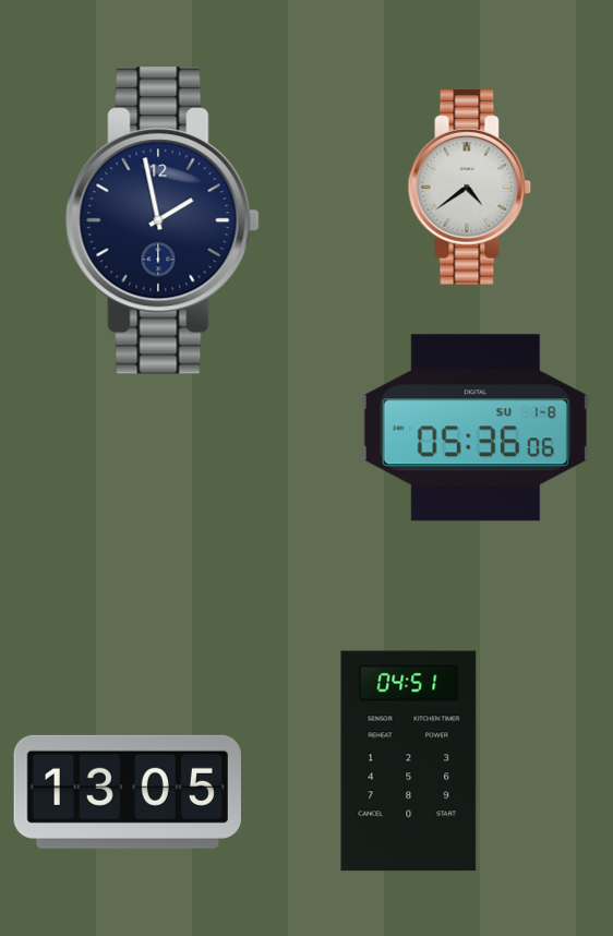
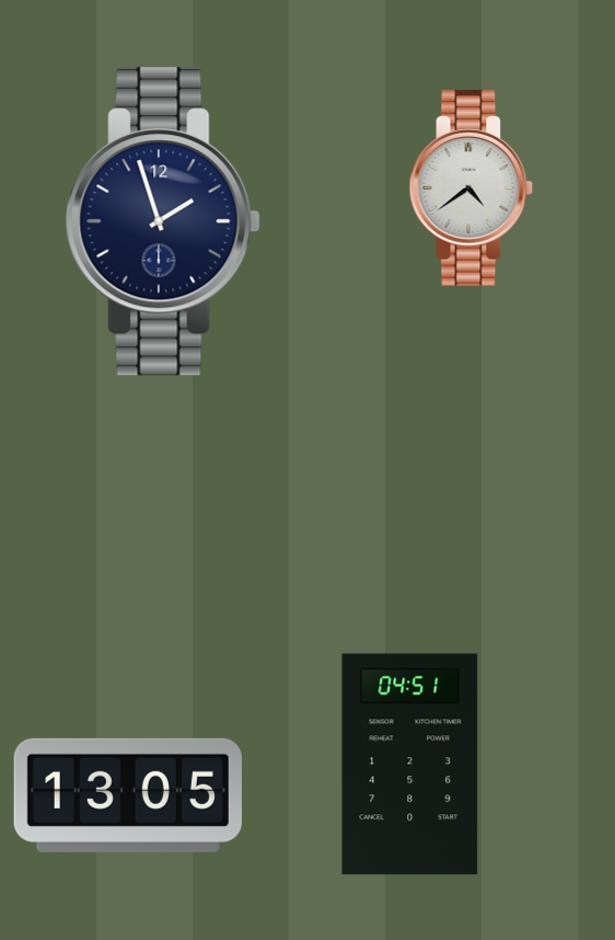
clock at (163, 220): 1:58 -> 1:57
clock at (476, 428): 05:36 -> none
